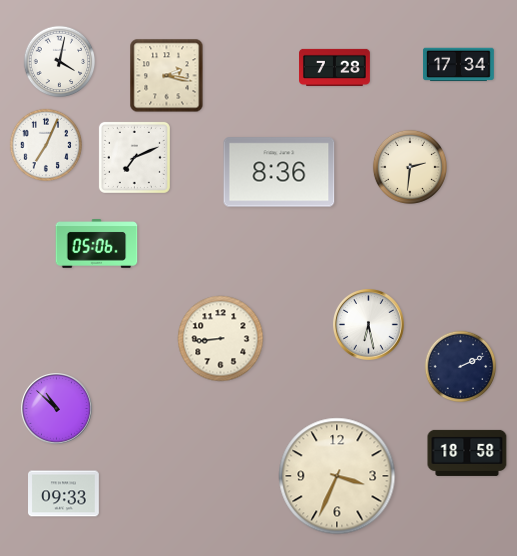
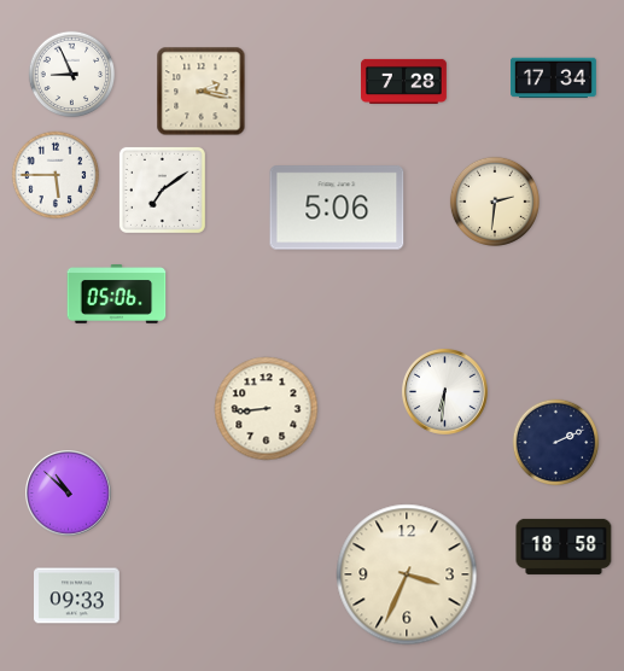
clock at (60, 62): 4:02 -> 8:56
clock at (46, 145): 7:04 -> 5:45
clock at (134, 157): 7:11 -> 7:09
clock at (279, 172): 8:36 -> 5:06
clock at (369, 325): 6:28 -> 6:31
